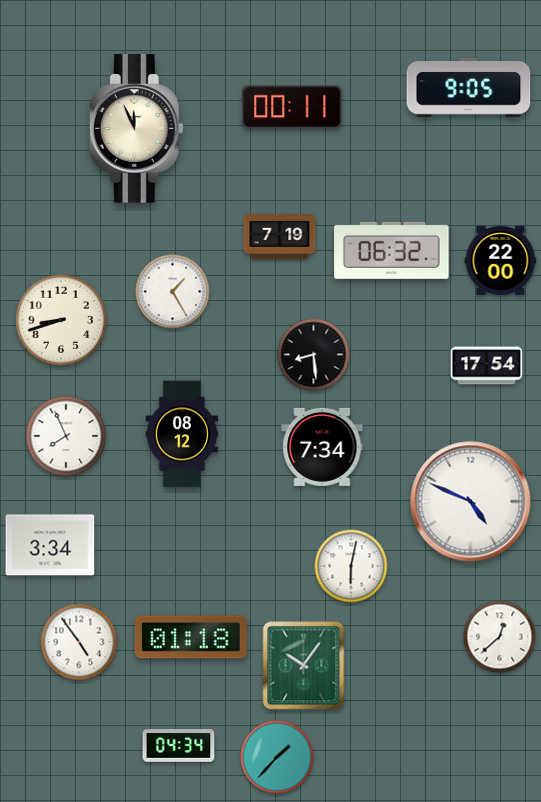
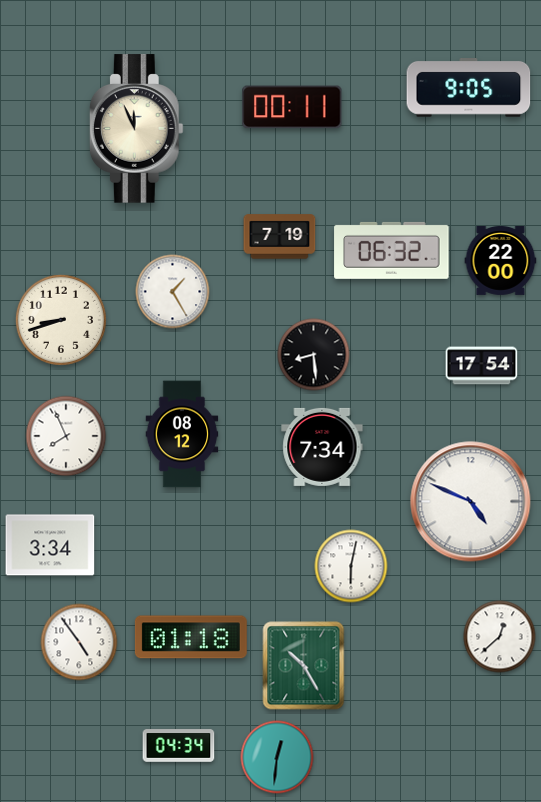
clock at (487, 366) position: (487, 366) -> (482, 366)
clock at (304, 666): 10:06 -> 10:25
clock at (277, 757): 1:37 -> 12:31
